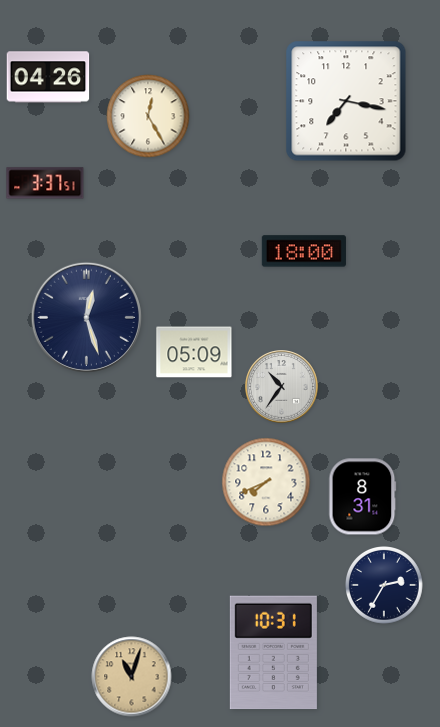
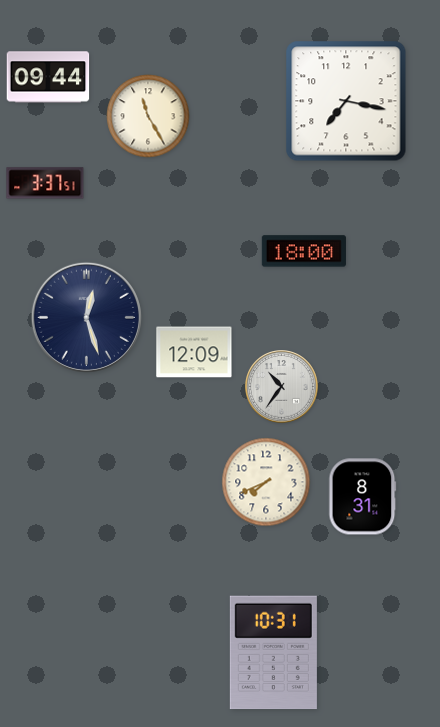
clock at (48, 77): 04:26 -> 09:44
clock at (148, 116): 12:25 -> 11:25
clock at (194, 352): 05:09 -> 12:09
clock at (385, 586): 2:35 -> none
clock at (132, 677): 11:03 -> none
